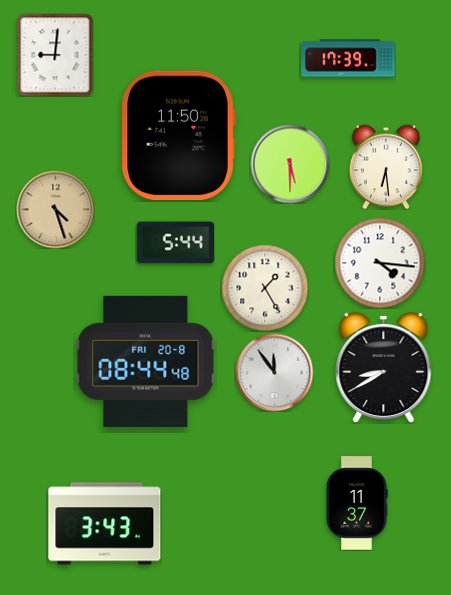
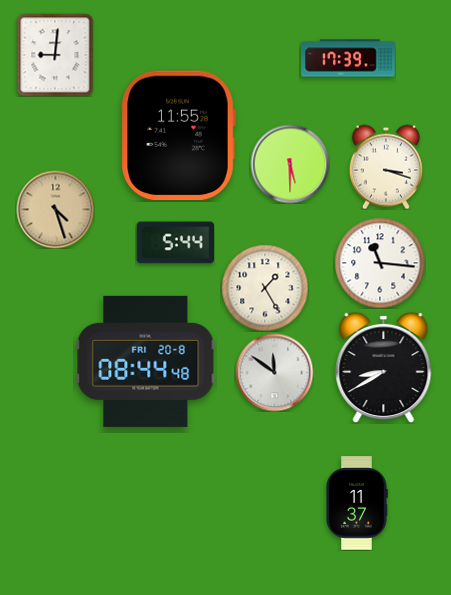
clock at (178, 136): 11:50 -> 11:55
clock at (386, 167): 6:29 -> 3:18
clock at (380, 263): 4:16 -> 11:16
clock at (274, 372): 11:54 -> 11:51
clock at (105, 524): 3:43 -> none
